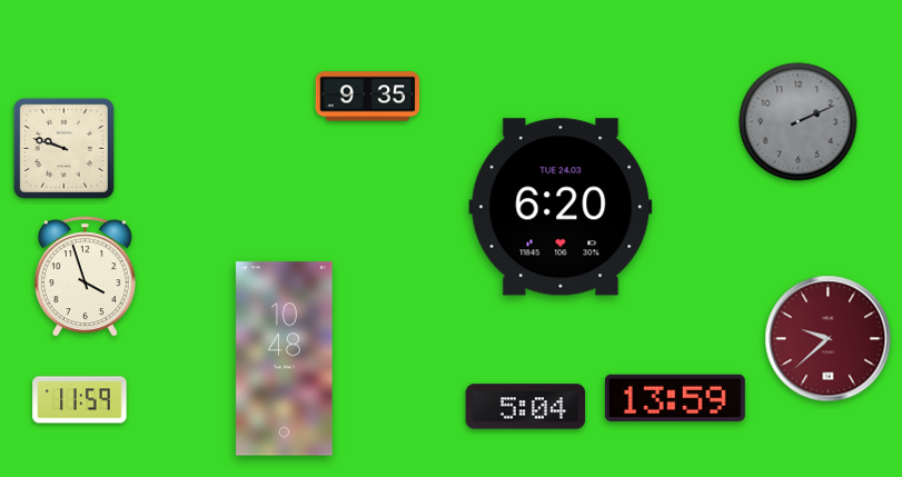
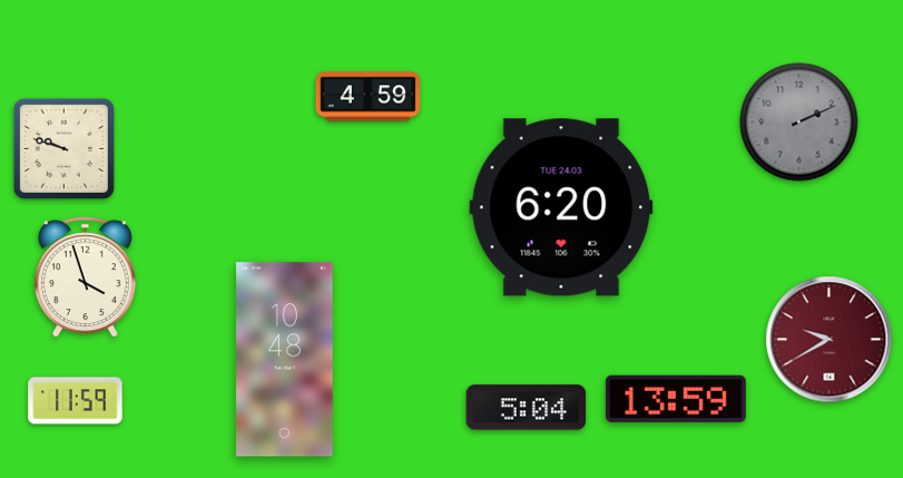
clock at (368, 97): 9:35 -> 4:59
clock at (829, 339): 9:38 -> 9:40
clock at (80, 400) position: (80, 400) -> (76, 401)
